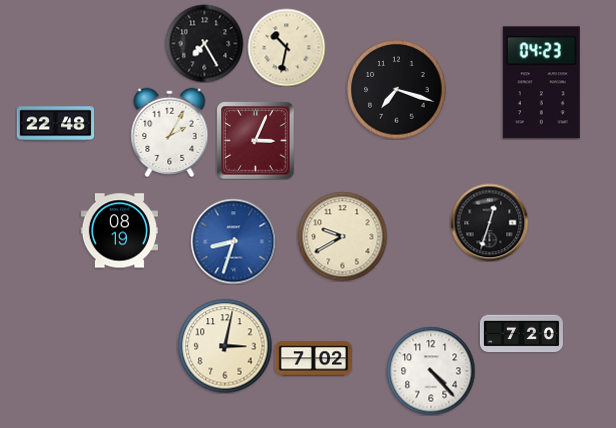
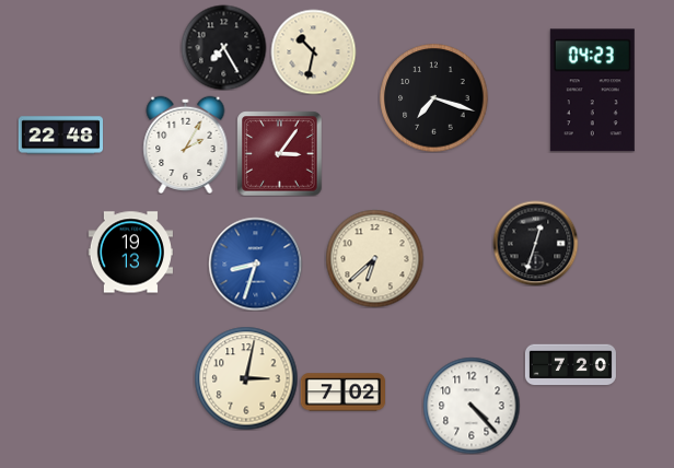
clock at (255, 140): 3:04 -> 3:06
clock at (119, 231): 08:19 -> 19:13
clock at (342, 236): 9:40 -> 6:38
